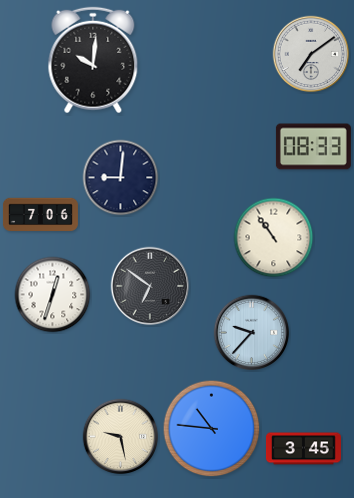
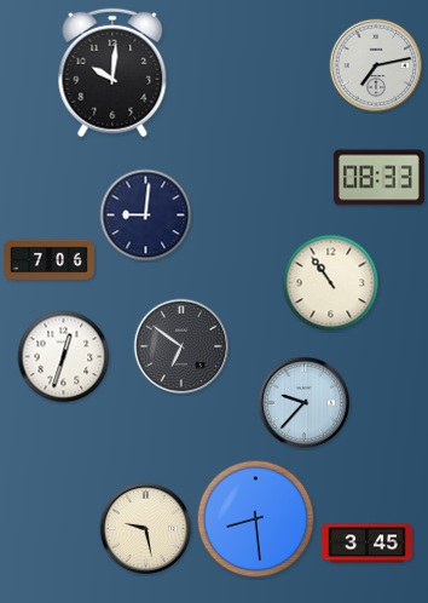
clock at (311, 54): 7:09 -> 7:13
clock at (274, 238) position: (274, 238) -> (331, 283)
clock at (212, 429): 10:46 -> 8:29
